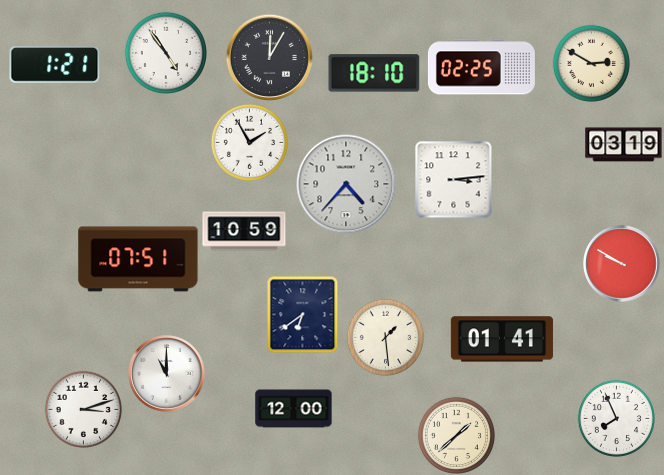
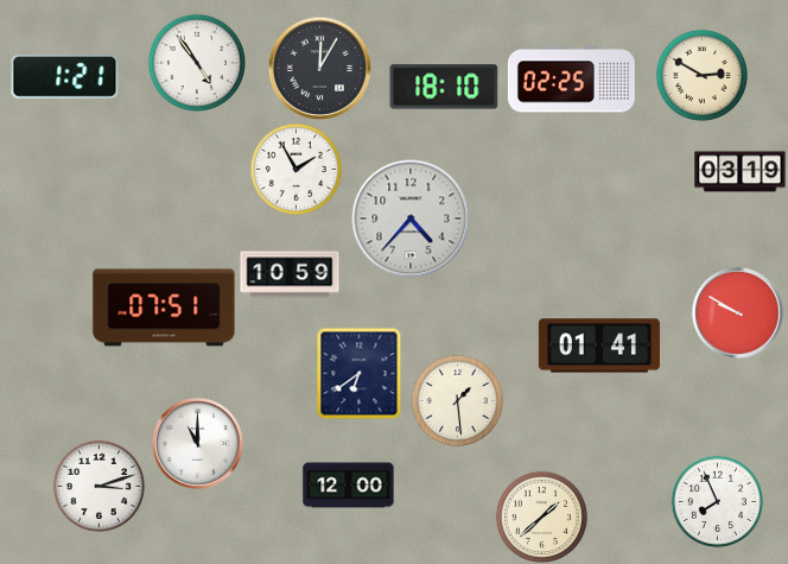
clock at (453, 179): 3:14 -> none
clock at (502, 339) position: (502, 339) -> (599, 346)
clock at (616, 418) position: (616, 418) -> (717, 501)
